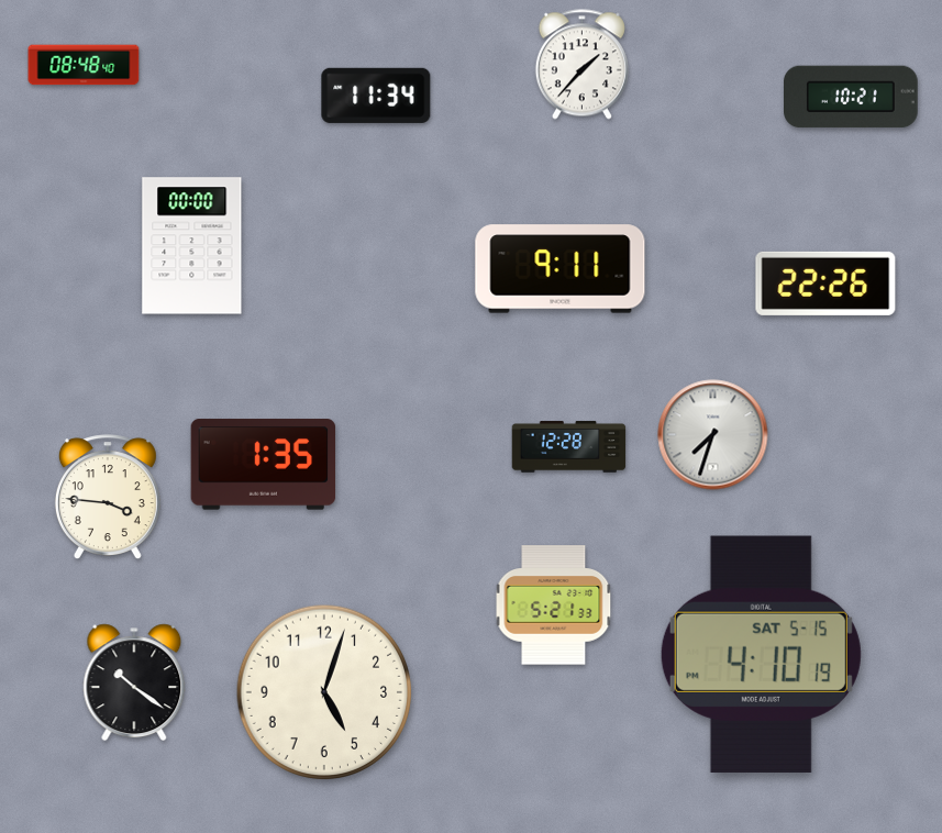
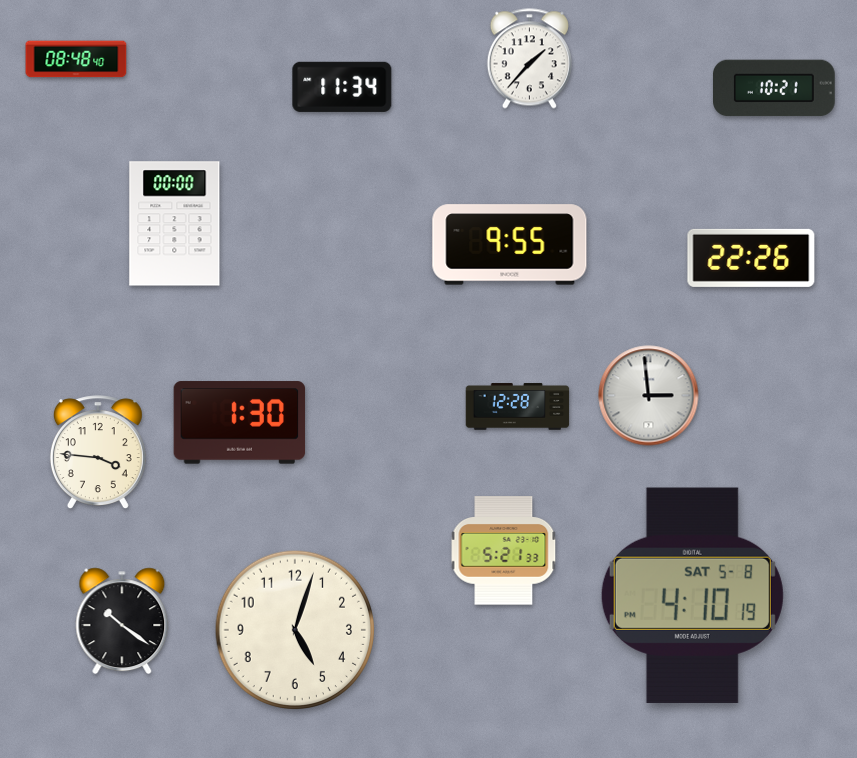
clock at (561, 269): 9:11 -> 9:55
clock at (713, 435): 7:33 -> 2:59
clock at (264, 465): 1:35 -> 1:30
clock at (761, 654) date: SAT 5-15 -> SAT 5-8
